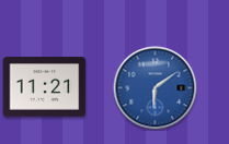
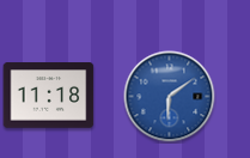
clock at (45, 87): 11:21 -> 11:18
